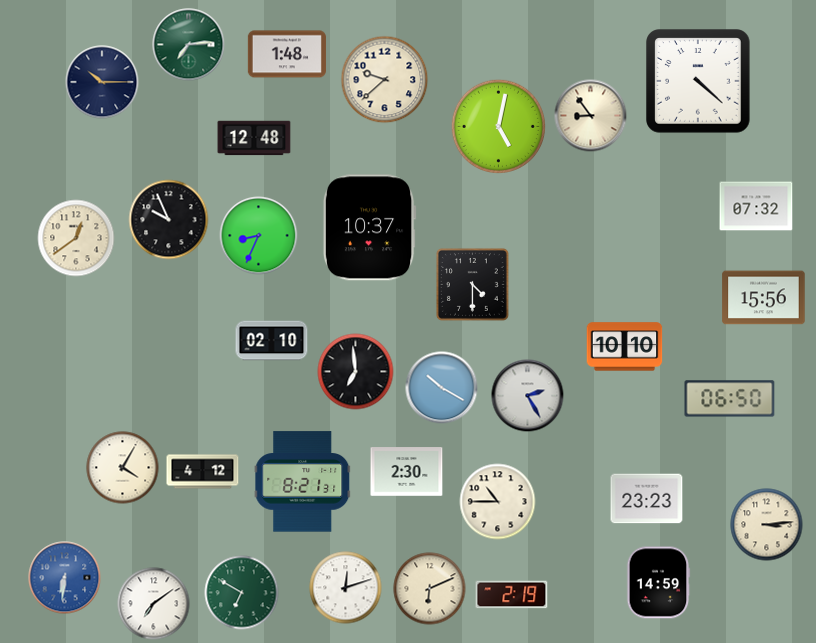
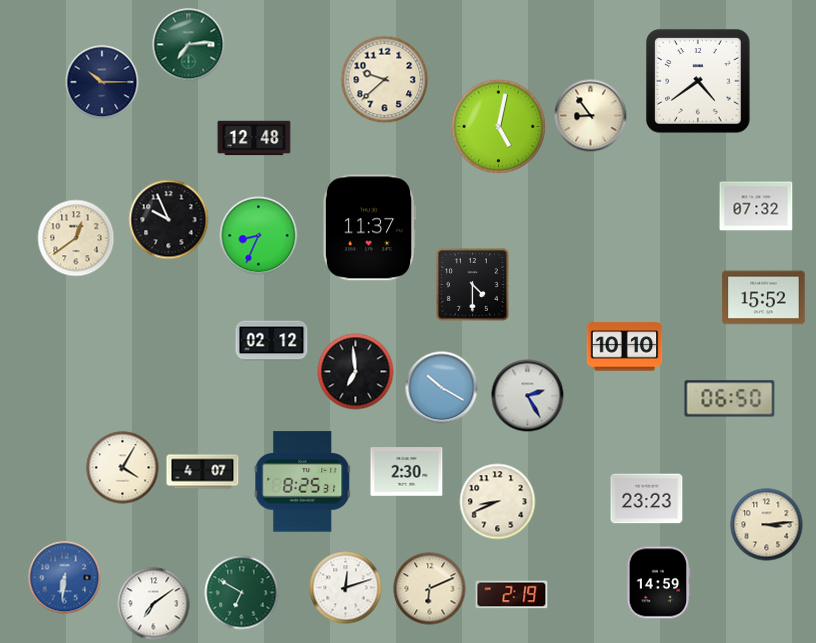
clock at (287, 54): 1:48 -> none
clock at (698, 81): 4:22 -> 4:39
clock at (369, 228): 10:37 -> 11:37
clock at (764, 298): 15:56 -> 15:52
clock at (272, 341): 02:10 -> 02:12
clock at (203, 472): 4:12 -> 4:07
clock at (303, 482): 8:21 -> 8:25
clock at (498, 502): 10:45 -> 8:41
